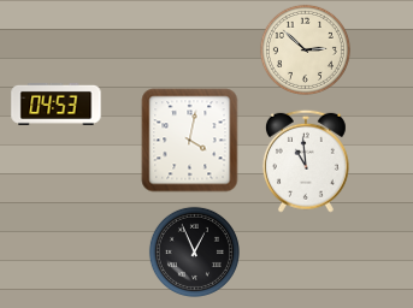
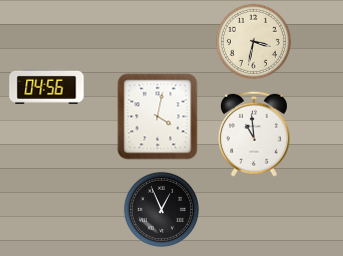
clock at (305, 49): 2:52 -> 3:32
clock at (57, 103): 04:53 -> 04:56
